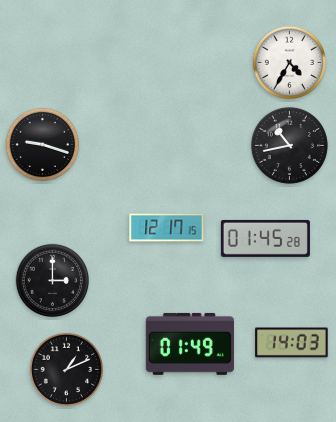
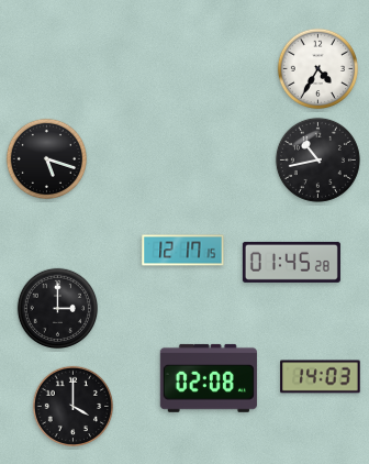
clock at (43, 145): 9:18 -> 5:18
clock at (190, 344): 01:49 -> 02:08
clock at (67, 370): 1:11 -> 4:00
